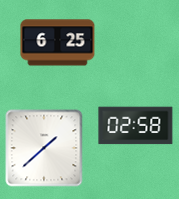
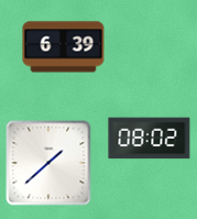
clock at (58, 43): 6:25 -> 6:39
clock at (136, 126): 02:58 -> 08:02
